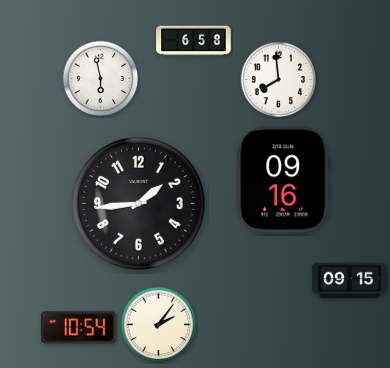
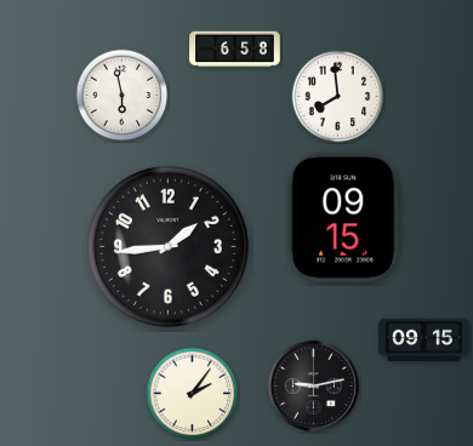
clock at (284, 180): 09:16 -> 09:15
clock at (313, 385): none -> 9:13
clock at (79, 328): 10:54 -> none
